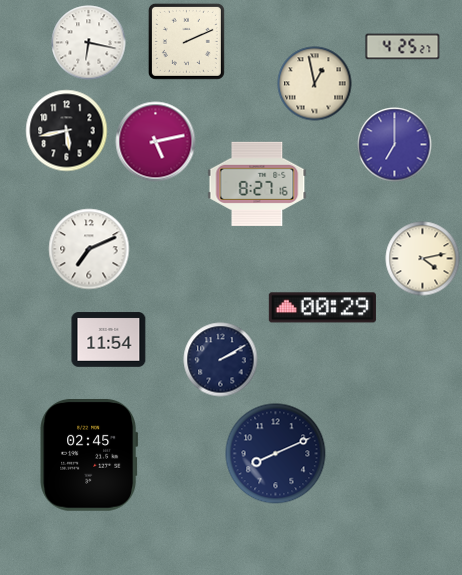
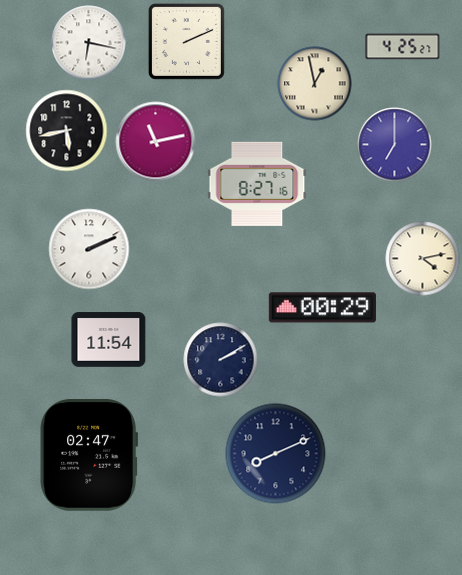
clock at (156, 142): 5:13 -> 11:13
clock at (89, 249): 7:11 -> 2:11
clock at (89, 456): 02:45 -> 02:47
